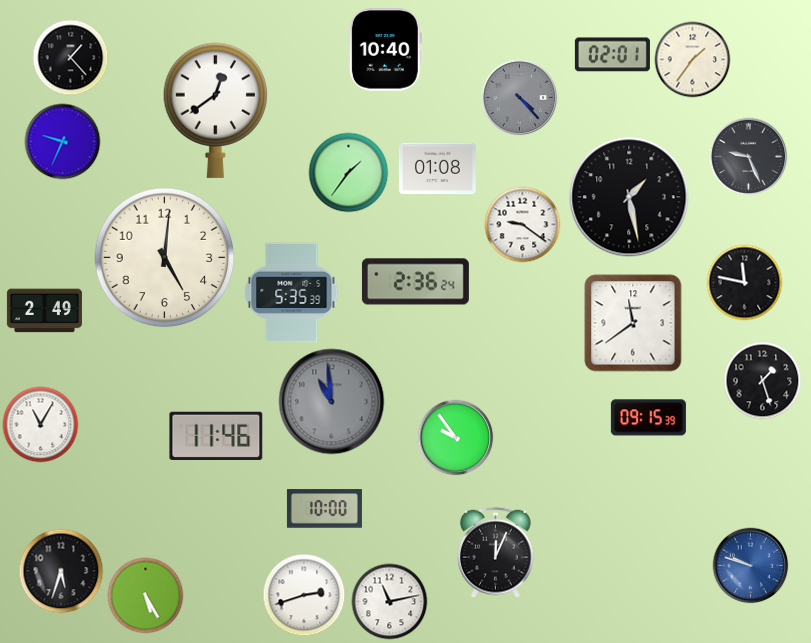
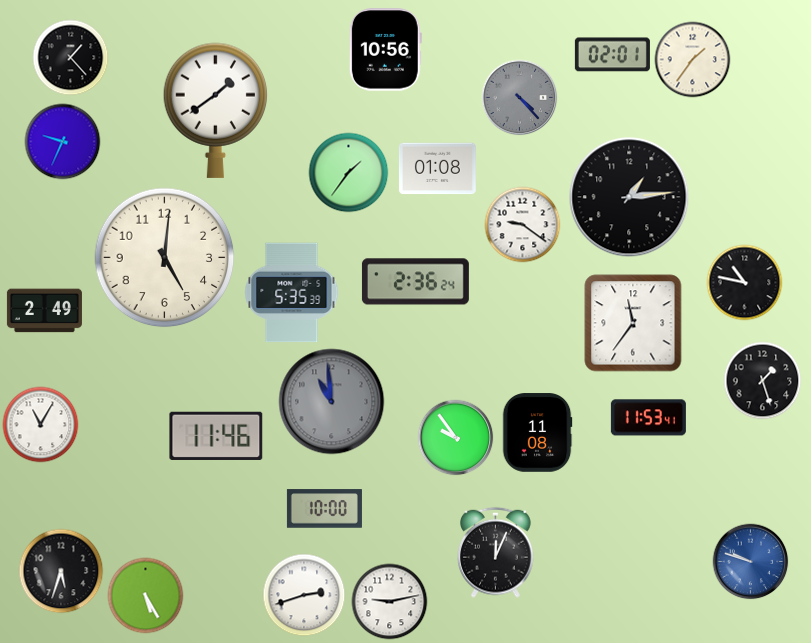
clock at (385, 50): 10:40 -> 10:56
clock at (216, 110): 12:39 -> 1:39
clock at (749, 157): 9:26 -> none
clock at (629, 197): 1:28 -> 1:14
clock at (745, 283): 11:47 -> 10:47
clock at (633, 323): 11:39 -> 11:36
clock at (648, 418): 09:15 -> 11:53
clock at (537, 433): none -> 11:08
clock at (751, 566) position: (751, 566) -> (751, 562)
clock at (390, 602): 11:13 -> 9:13
